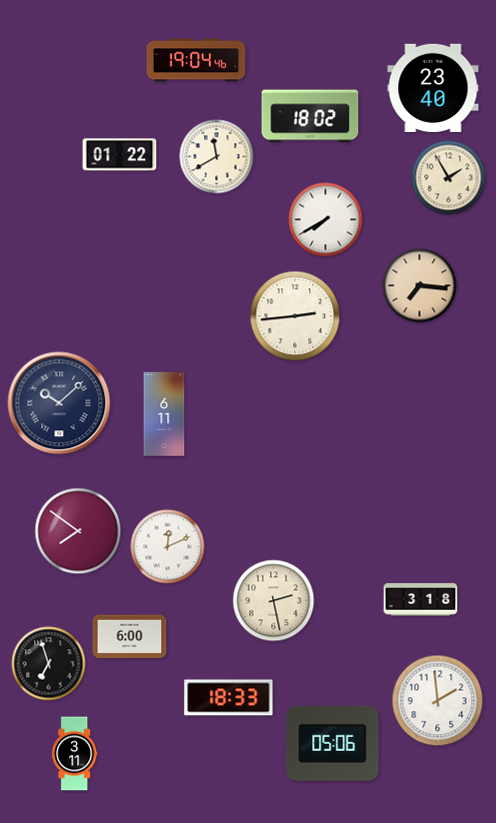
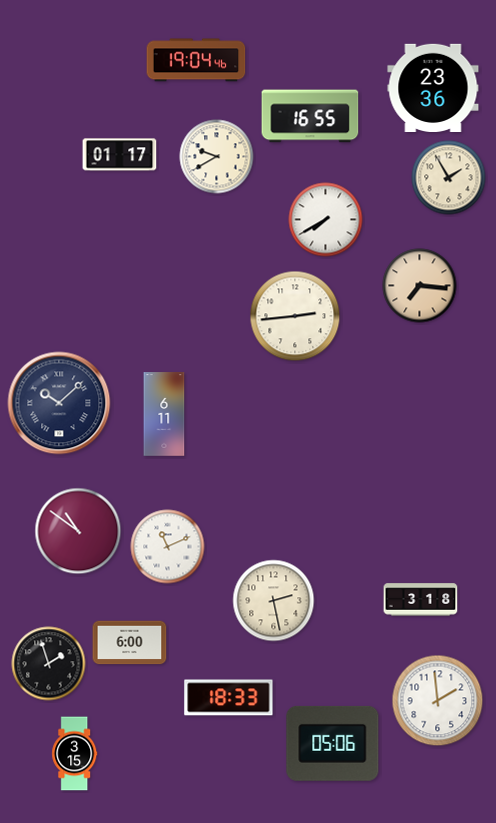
clock at (433, 87): 23:40 -> 23:36
clock at (310, 116): 18:02 -> 16:55
clock at (120, 155): 01:22 -> 01:17
clock at (217, 157): 11:40 -> 9:40
clock at (78, 531): 7:51 -> 10:51
clock at (168, 547): 12:11 -> 11:11
clock at (130, 637) position: (130, 637) -> (130, 643)
clock at (49, 664): 6:57 -> 1:57
clock at (75, 754): 3:11 -> 3:15
